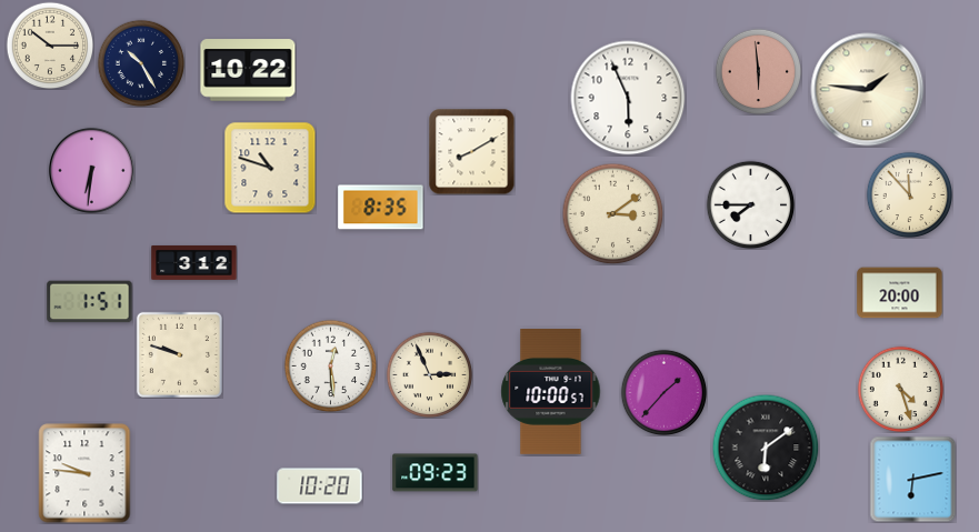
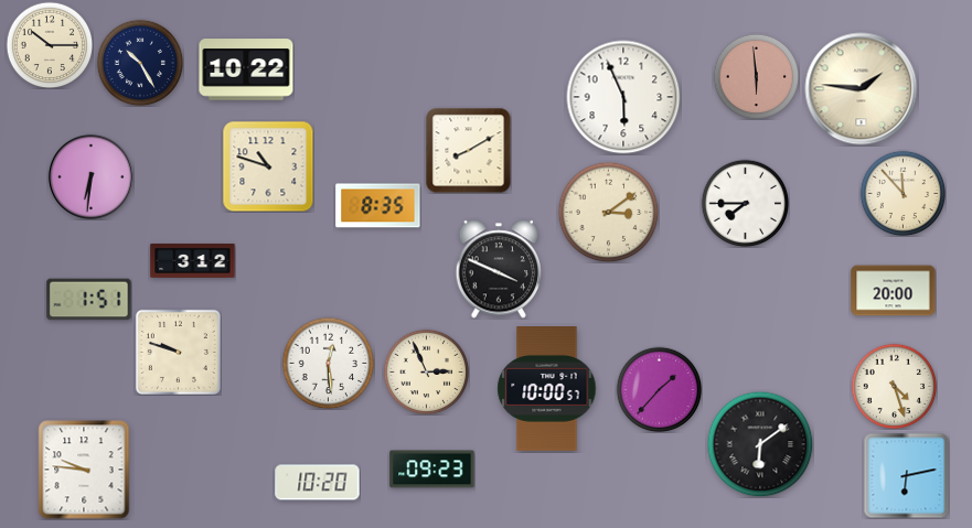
clock at (758, 71) position: (758, 71) -> (756, 76)
clock at (91, 170) position: (91, 170) -> (90, 176)
clock at (499, 269): none -> 3:49
